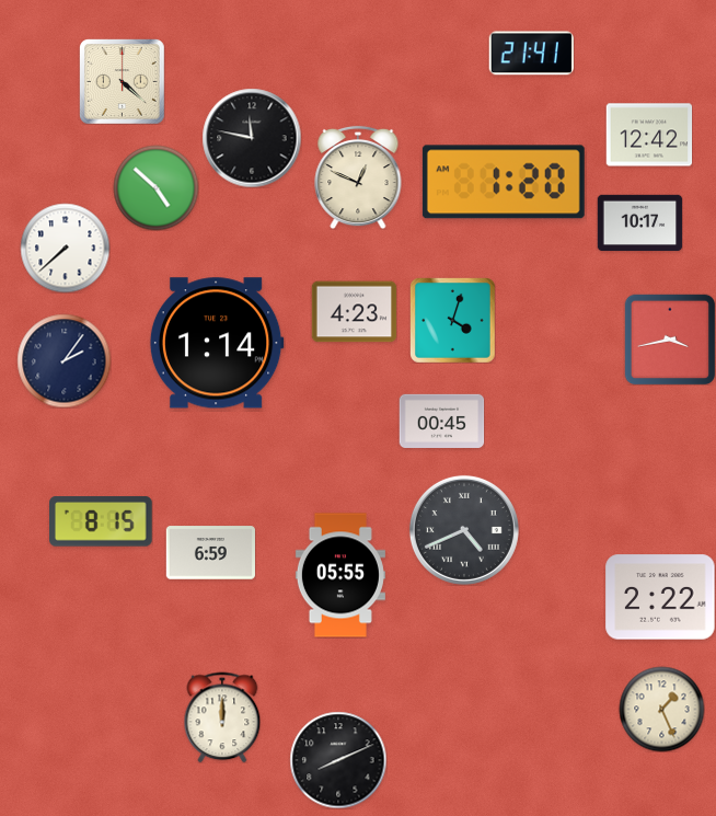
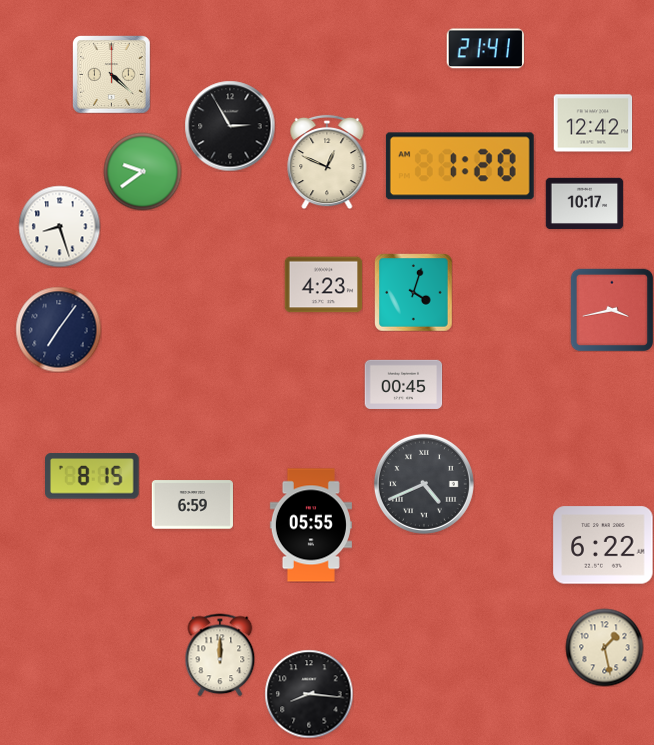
clock at (252, 138): 11:47 -> 2:55
clock at (155, 187): 4:52 -> 9:39
clock at (65, 248): 7:38 -> 8:27
clock at (217, 343): 1:14 -> none
clock at (63, 360): 2:06 -> 7:06
clock at (660, 597): 2:22 -> 6:22
clock at (661, 709): 1:26 -> 1:28
clock at (222, 717) position: (222, 717) -> (220, 655)
clock at (338, 760): 8:11 -> 8:16
